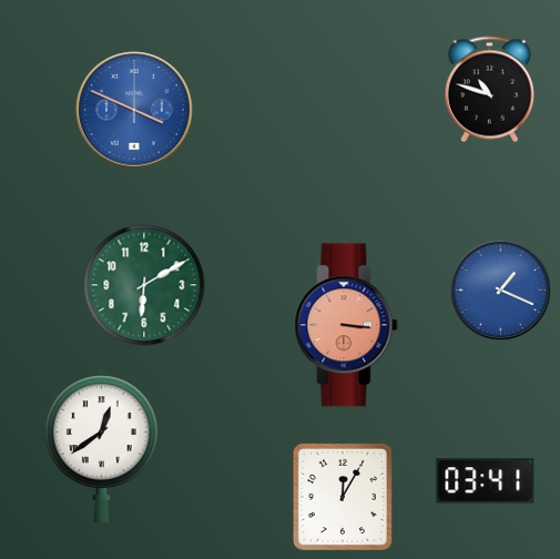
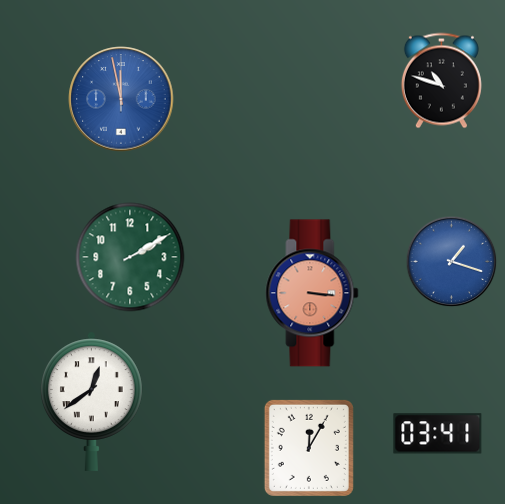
clock at (134, 110): 3:49 -> 11:58
clock at (144, 285): 6:10 -> 2:10
clock at (501, 291): 1:19 -> 1:18
